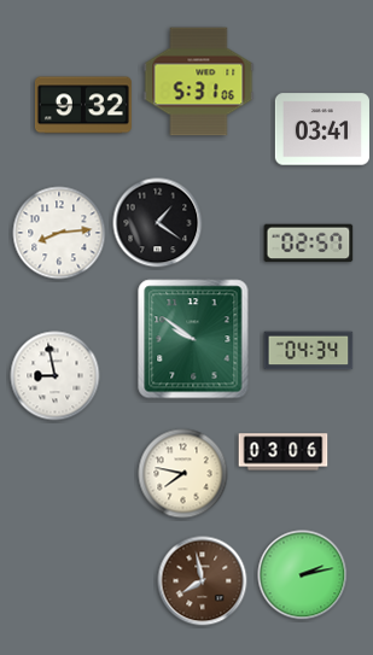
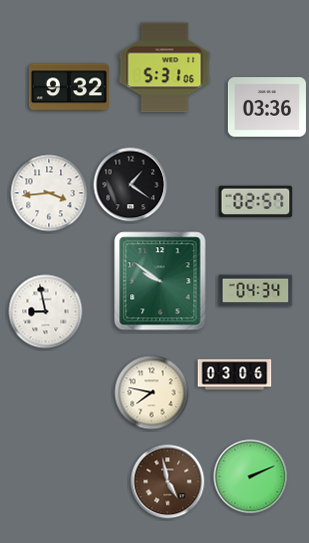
clock at (322, 129): 03:41 -> 03:36
clock at (59, 233): 8:14 -> 3:44
clock at (303, 575): 2:13 -> 2:11
clock at (203, 581): 7:58 -> 4:58
